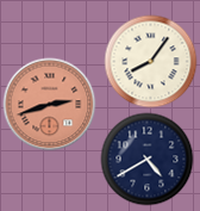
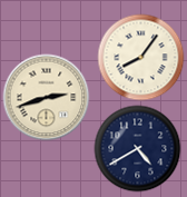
clock at (49, 104) dial: salmon -> cream
